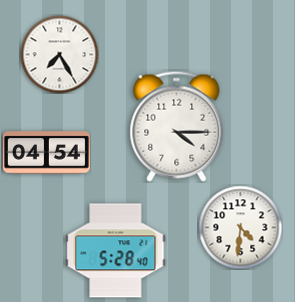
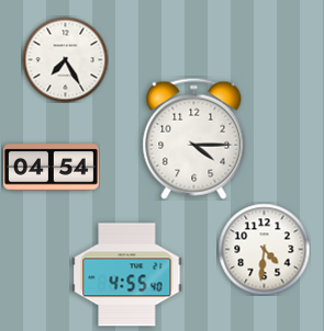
clock at (116, 251): 5:28 -> 4:55
